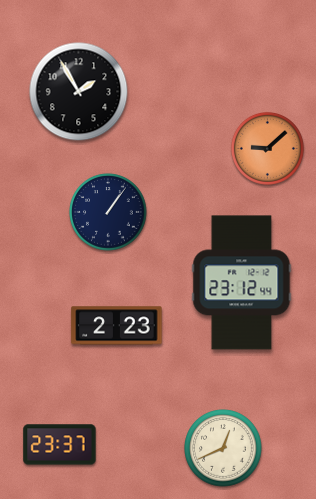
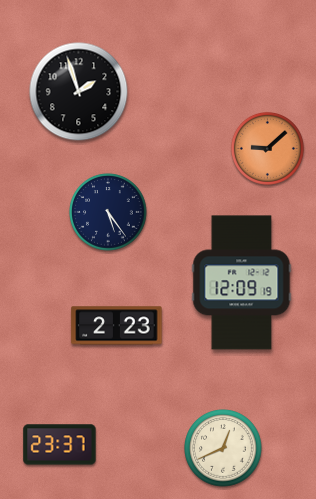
clock at (79, 92): 1:55 -> 1:57
clock at (108, 212): 1:06 -> 5:24
clock at (242, 283): 23:12 -> 12:09
